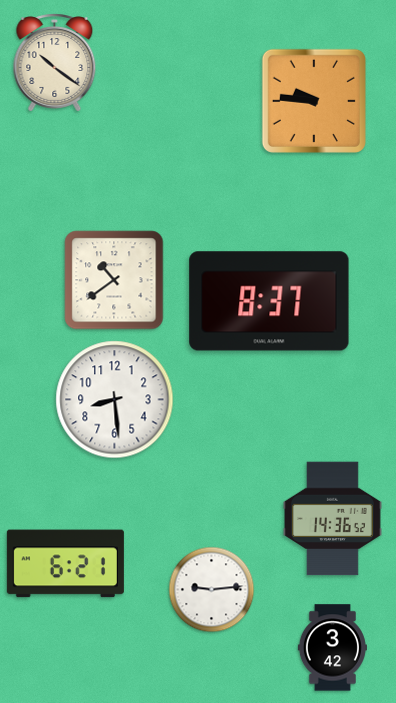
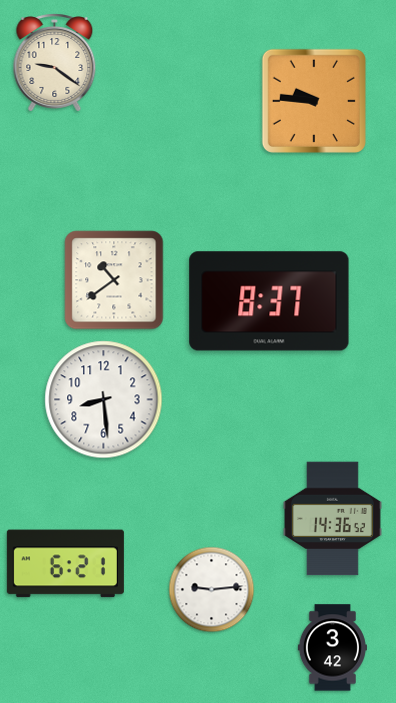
clock at (55, 63): 10:21 -> 9:21
clock at (115, 400) position: (115, 400) -> (104, 400)
